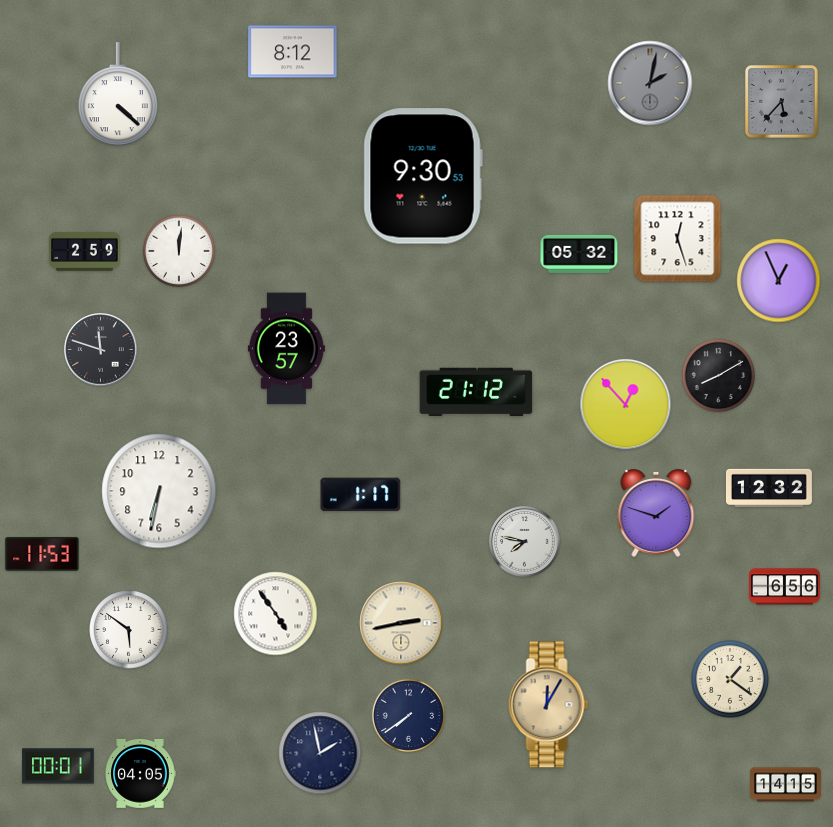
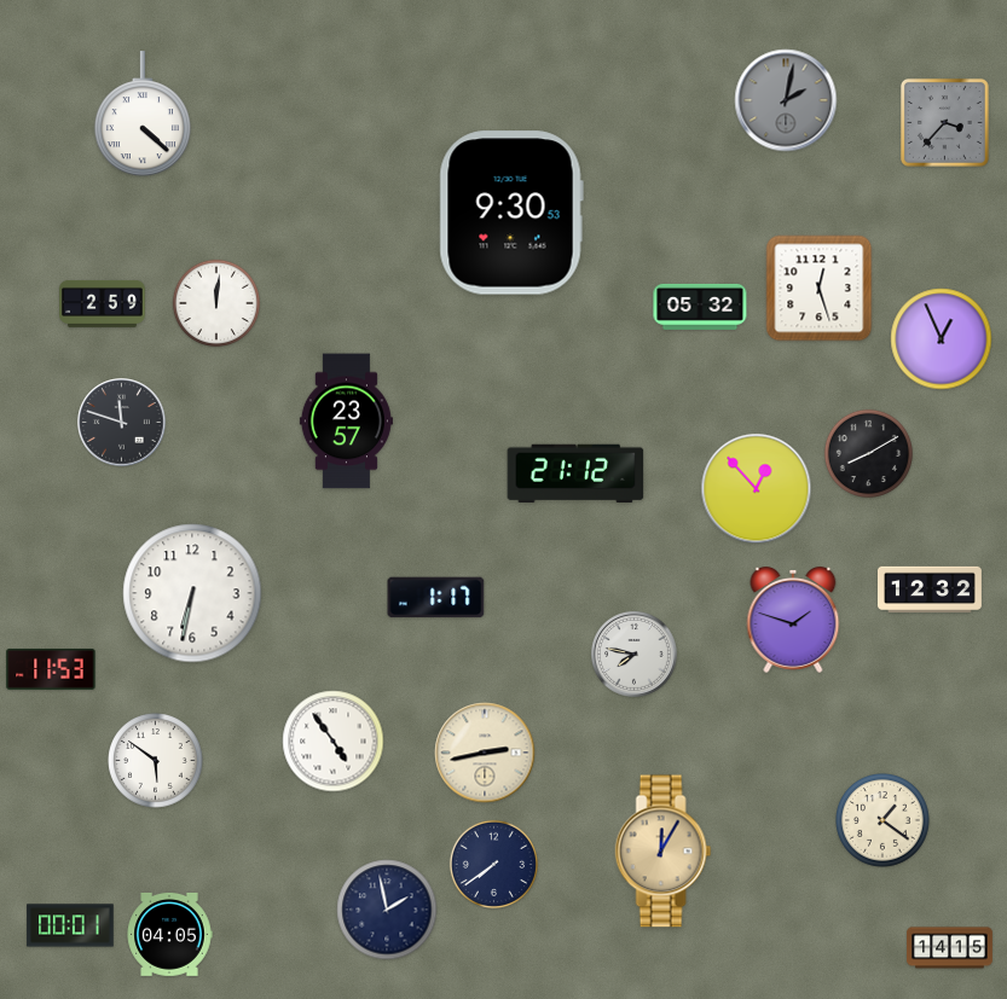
clock at (293, 52): 8:12 -> none
clock at (781, 101): 5:37 -> 3:37
clock at (785, 587): 6:56 -> none
